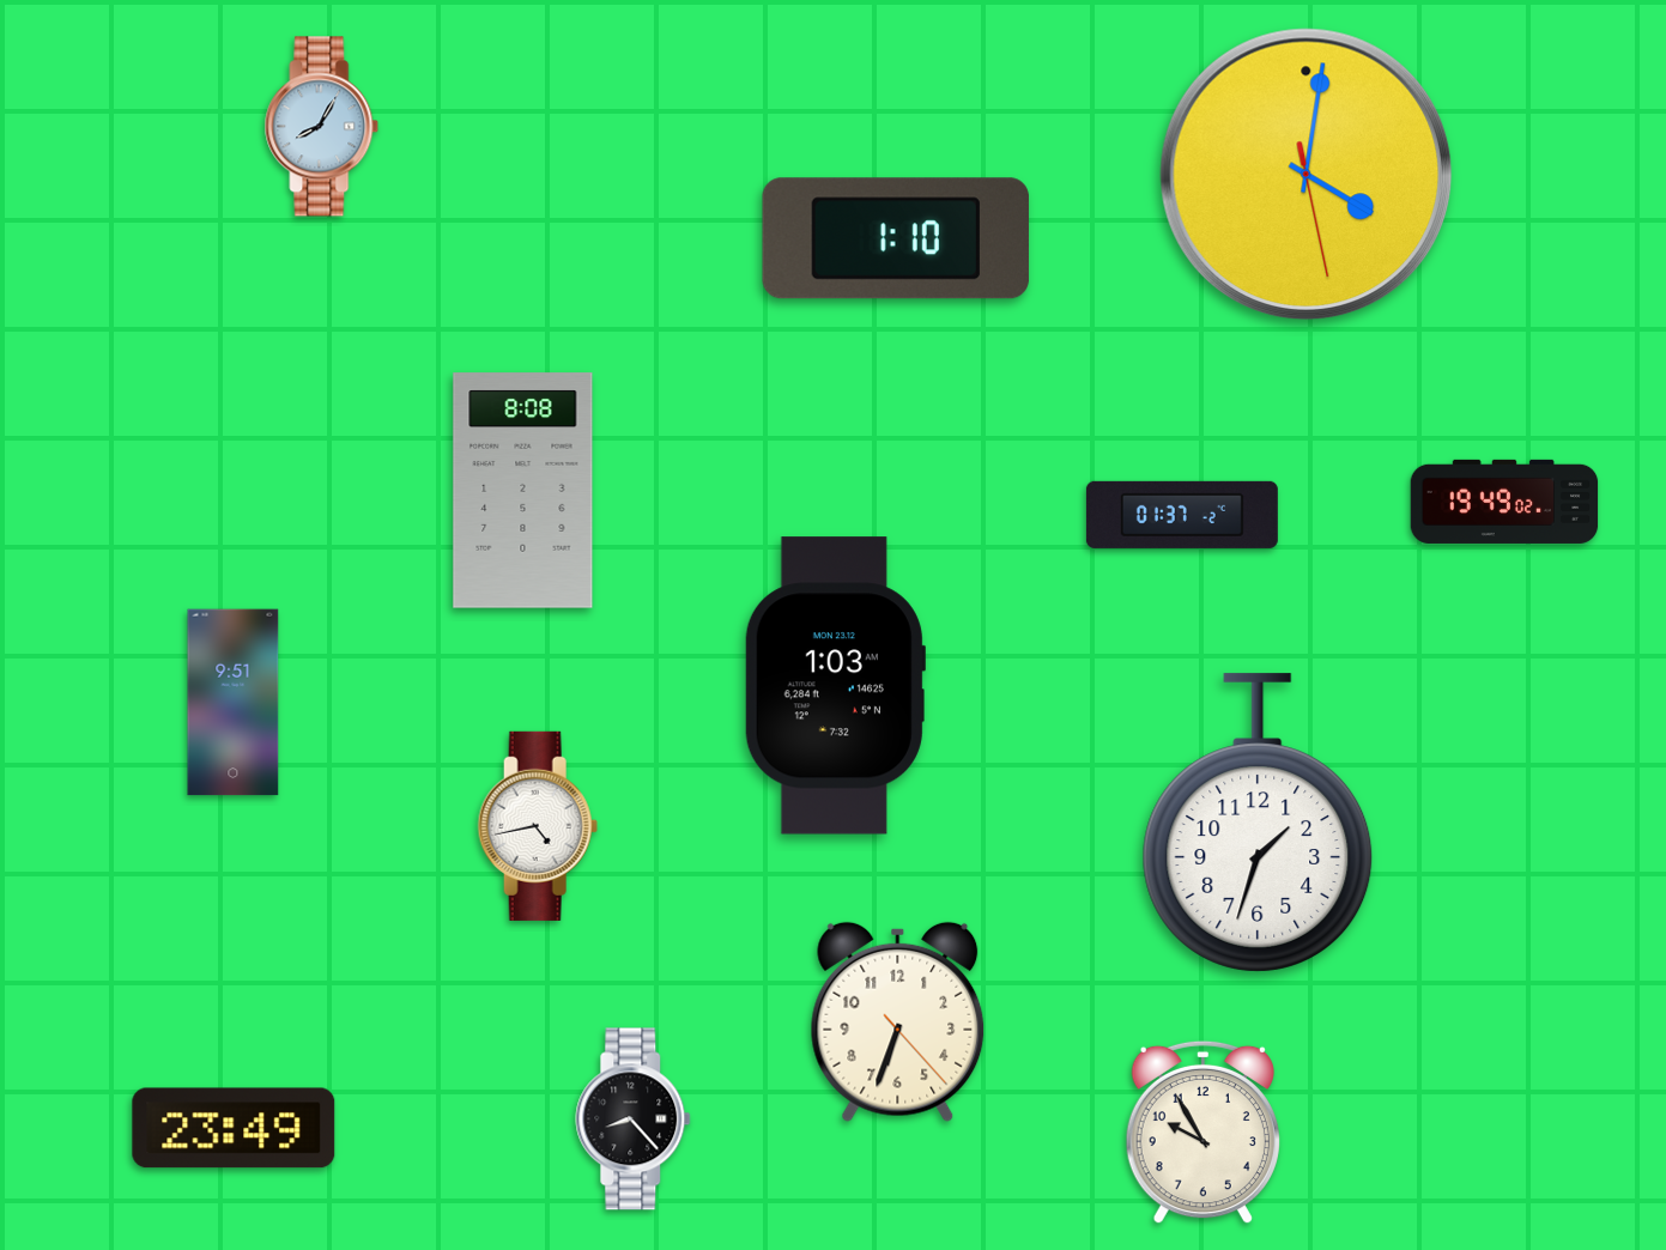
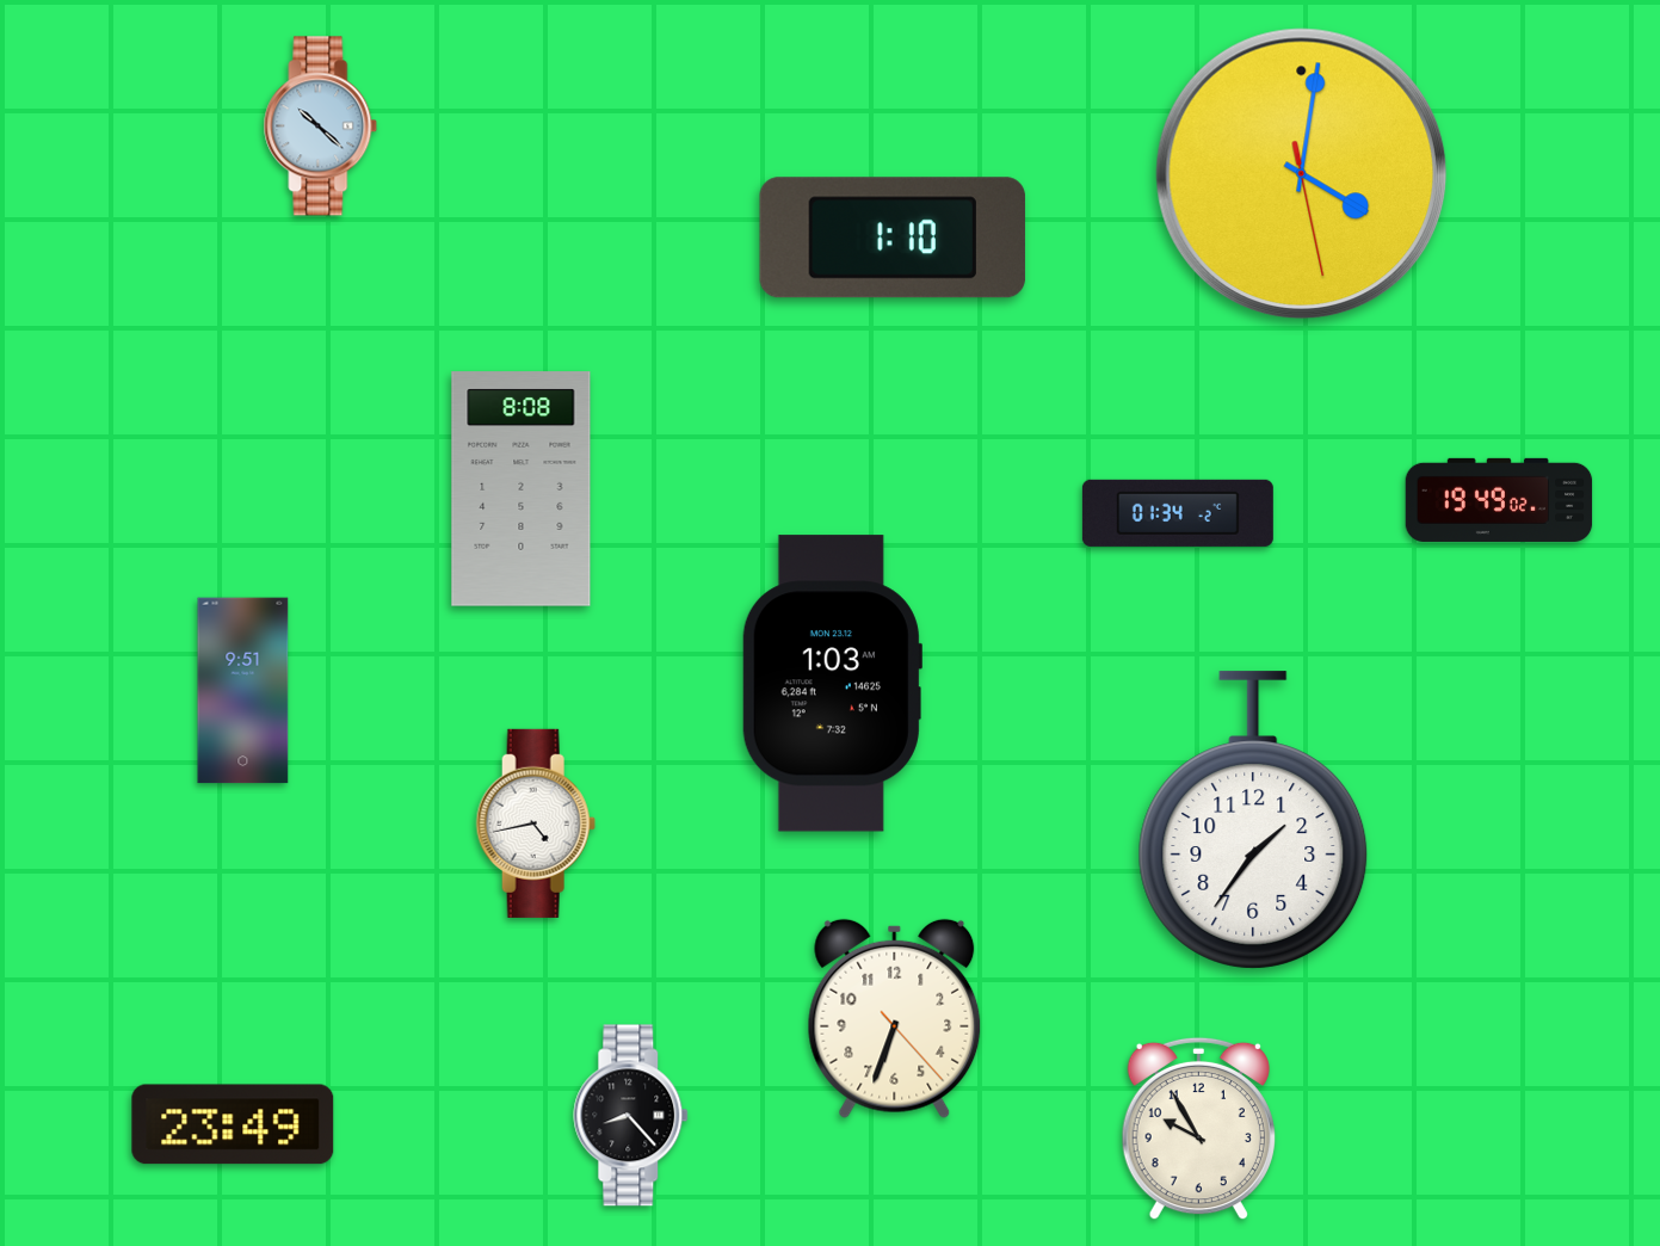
clock at (322, 127): 8:05 -> 10:22
clock at (1182, 515): 01:37 -> 01:34
clock at (234, 703) position: (234, 703) -> (243, 691)
clock at (1258, 823): 1:33 -> 1:36
